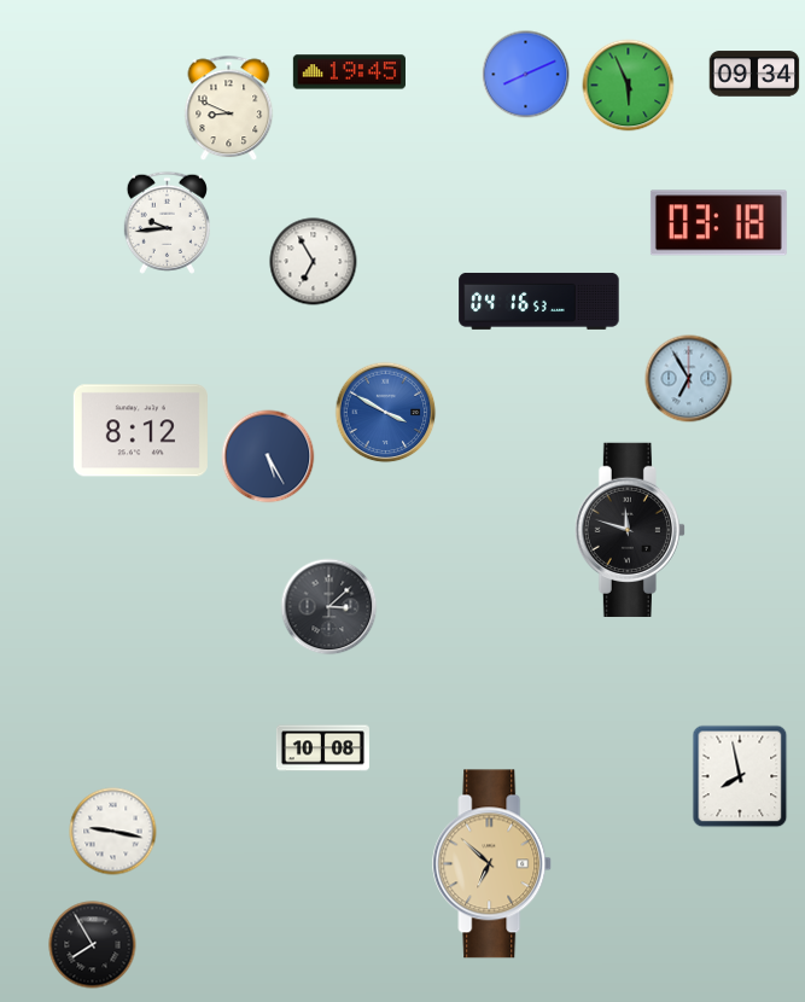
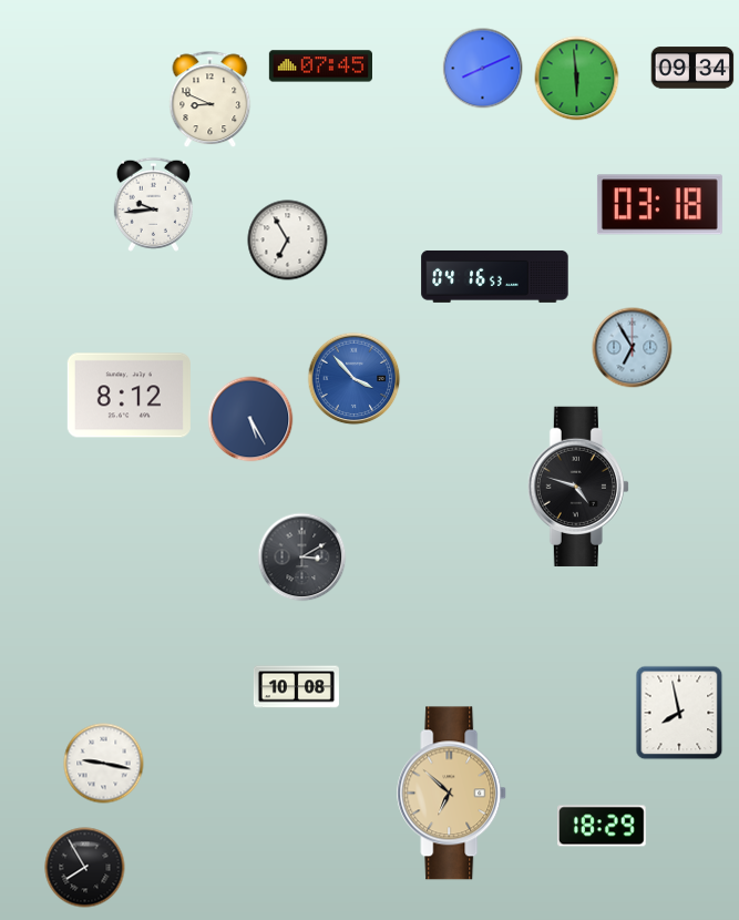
clock at (349, 72): 19:45 -> 07:45
clock at (629, 86): 5:56 -> 5:59
clock at (386, 413): 3:50 -> 3:53
clock at (268, 456) position: (268, 456) -> (250, 419)
clock at (630, 530): 11:48 -> 4:48
clock at (329, 607): 3:08 -> 3:10
clock at (603, 826): none -> 18:29
